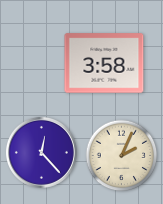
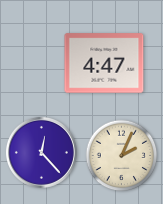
clock at (104, 63): 3:58 -> 4:47
